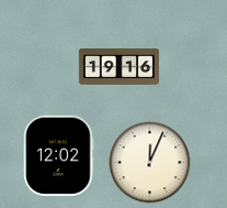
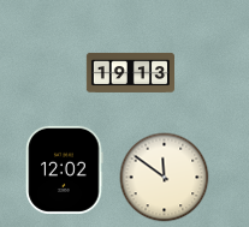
clock at (118, 66): 19:16 -> 19:13
clock at (150, 163): 12:04 -> 11:51
